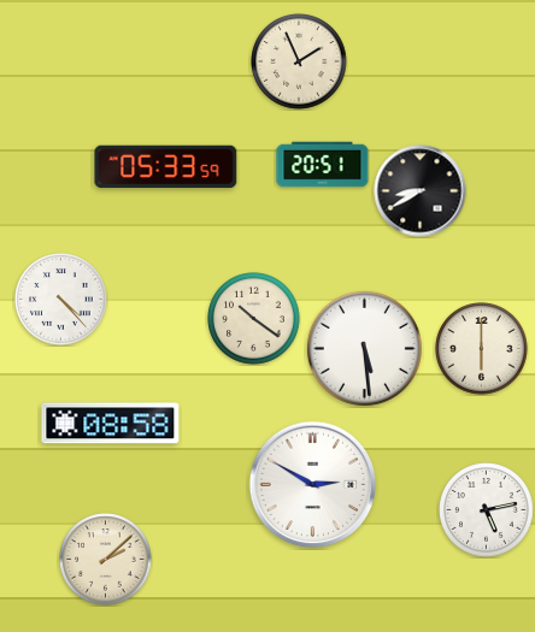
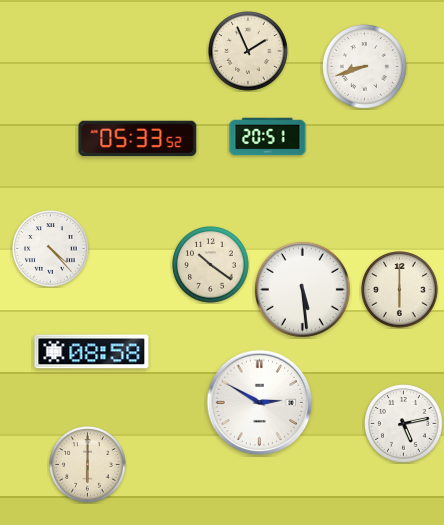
clock at (365, 67): none -> 8:42
clock at (166, 167): 05:33:59 -> 05:33:52
clock at (421, 191): 8:40 -> none
clock at (106, 560): 2:08 -> 6:00
